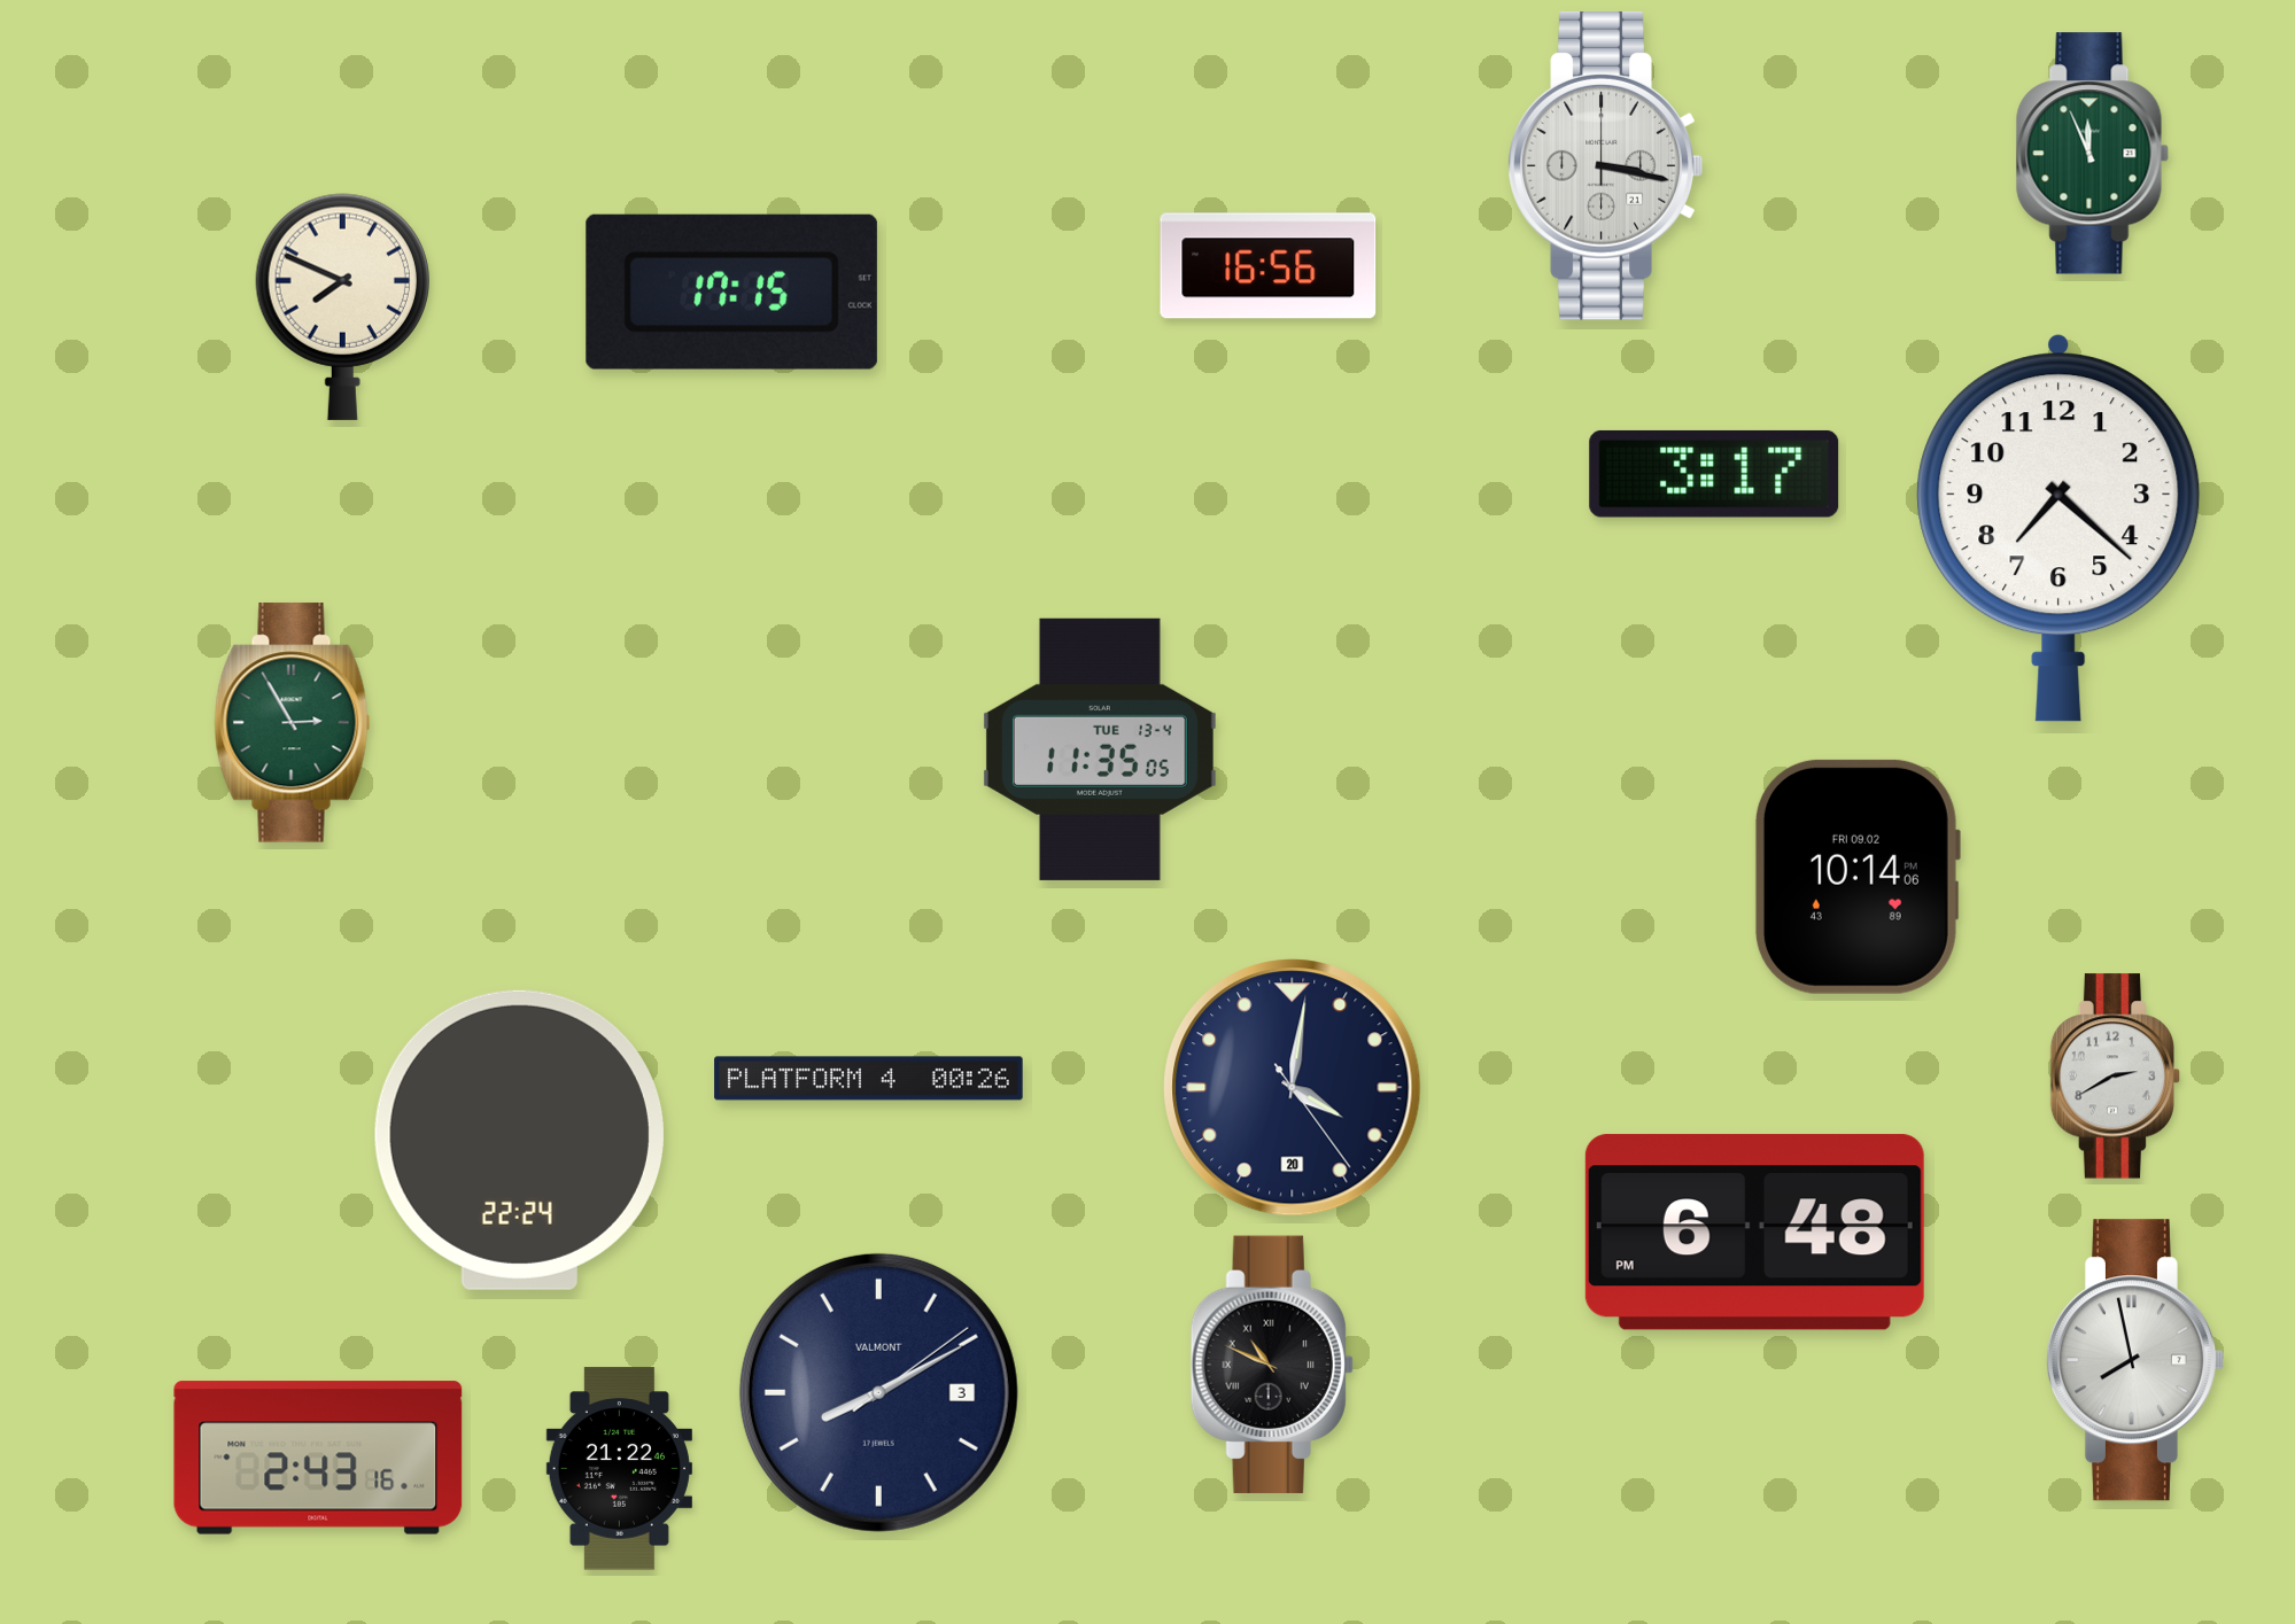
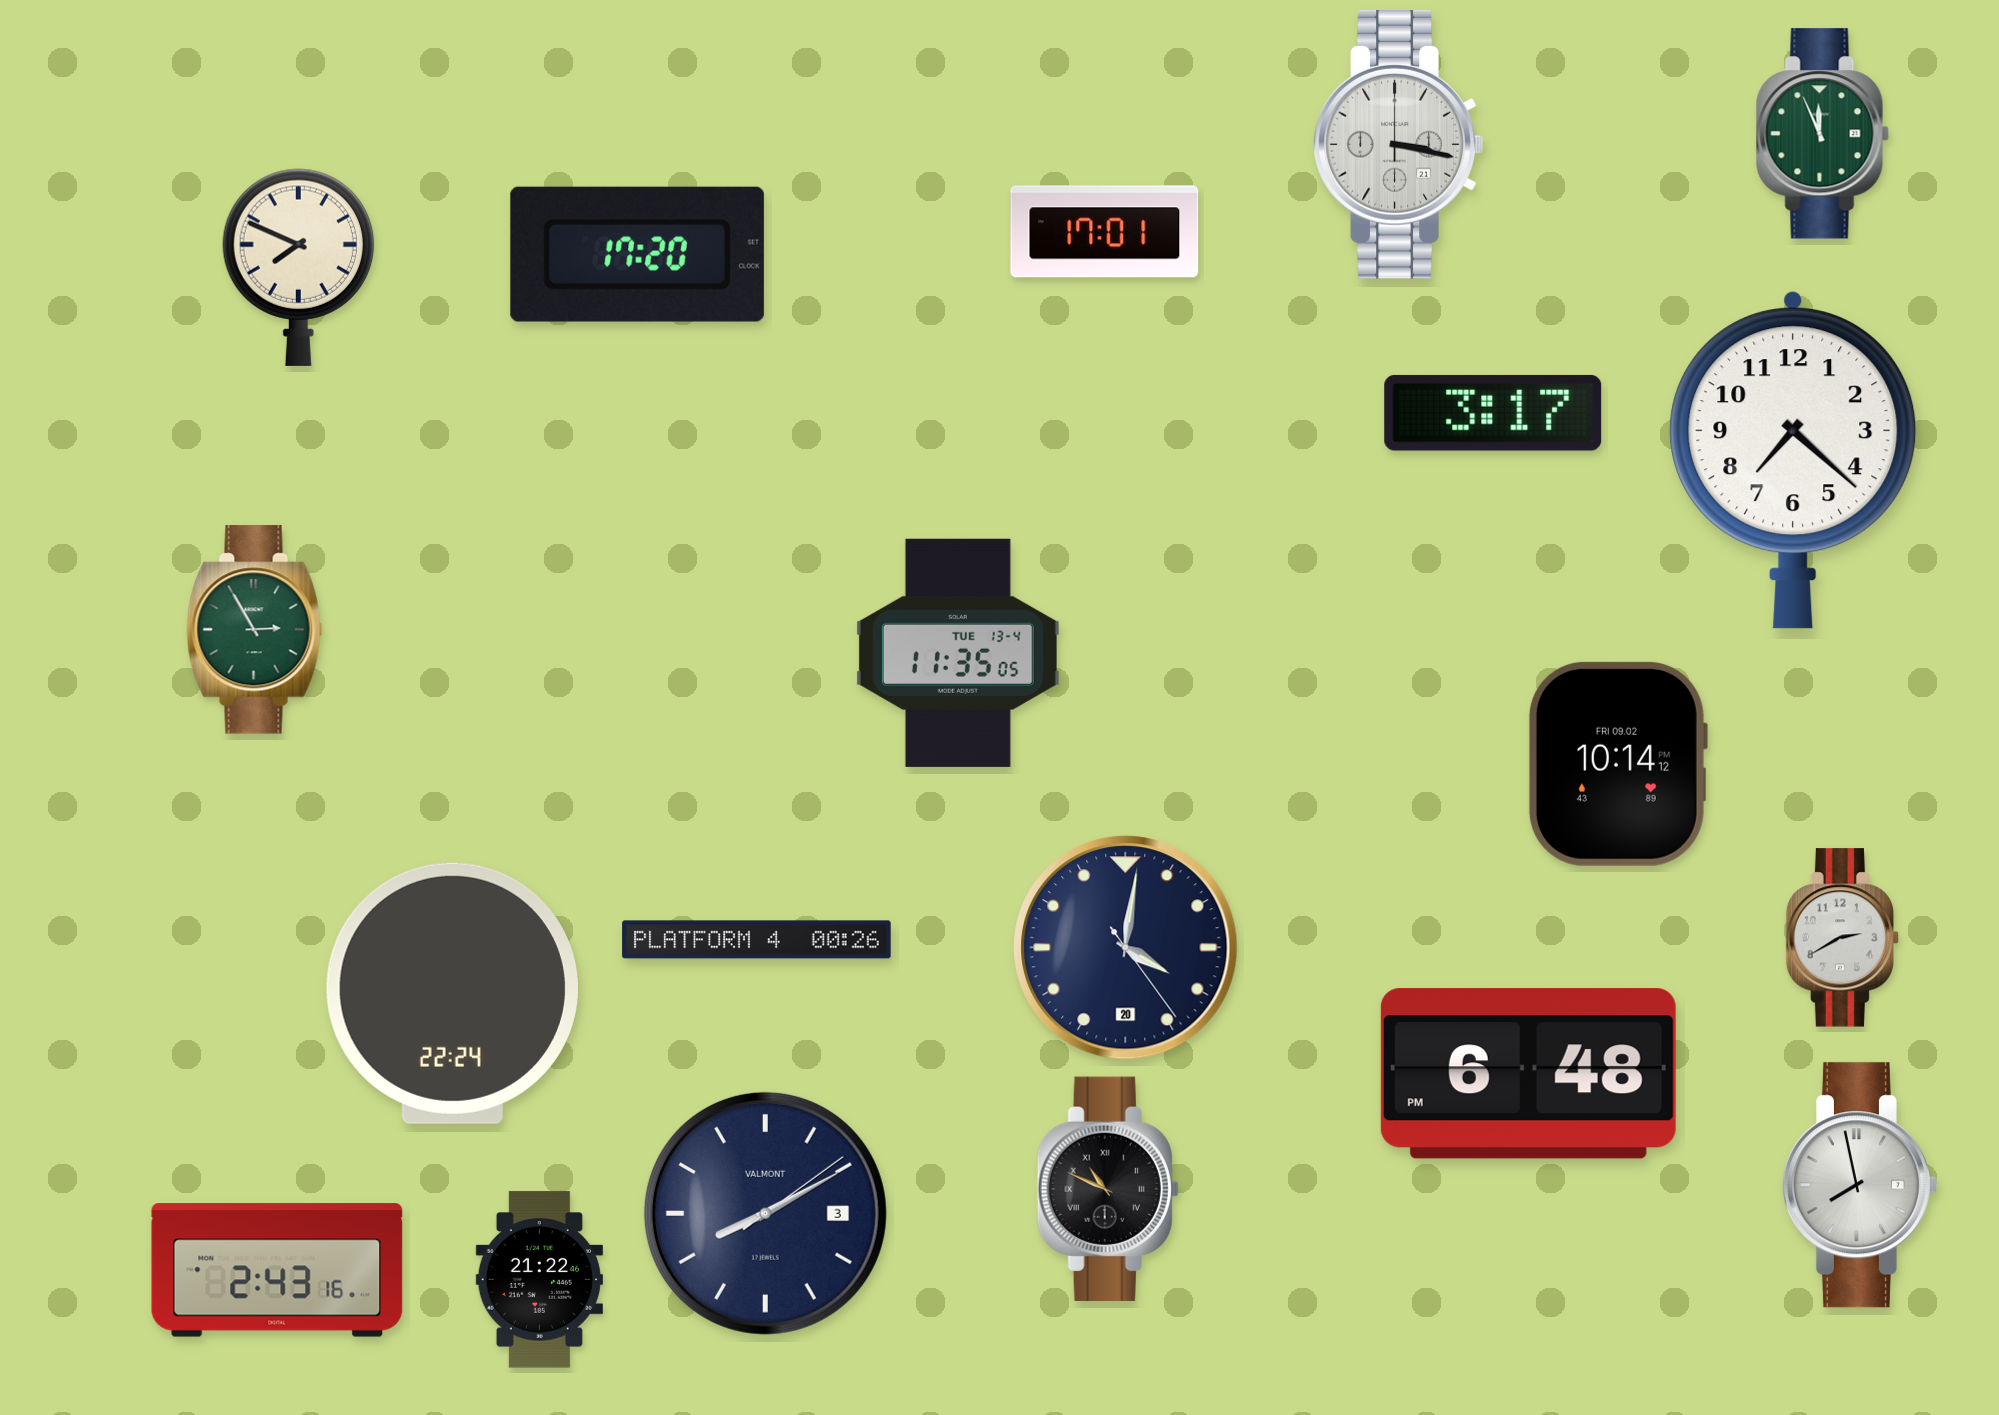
clock at (1269, 266): 16:56 -> 17:01
clock at (731, 292): 17:15 -> 17:20
clock at (1856, 877): 10:14:06 -> 10:14:12
